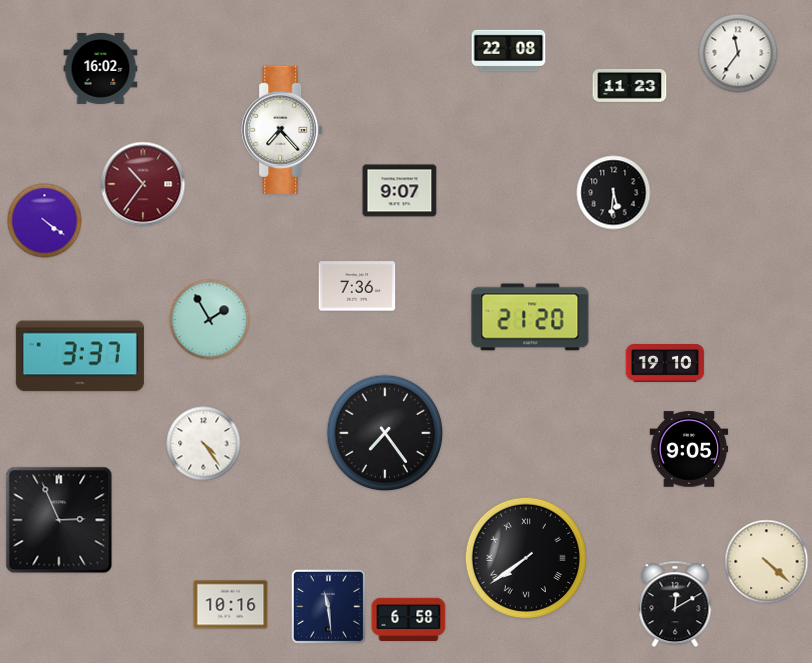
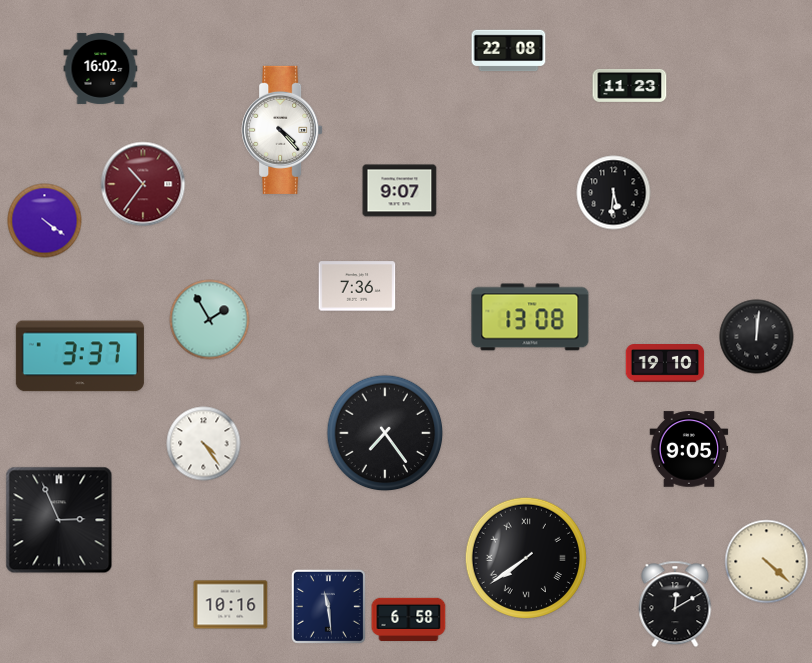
clock at (738, 53): 11:36 -> none
clock at (282, 130): 7:23 -> 4:23
clock at (530, 317): 21:20 -> 13:08
clock at (757, 337): none -> 12:01
